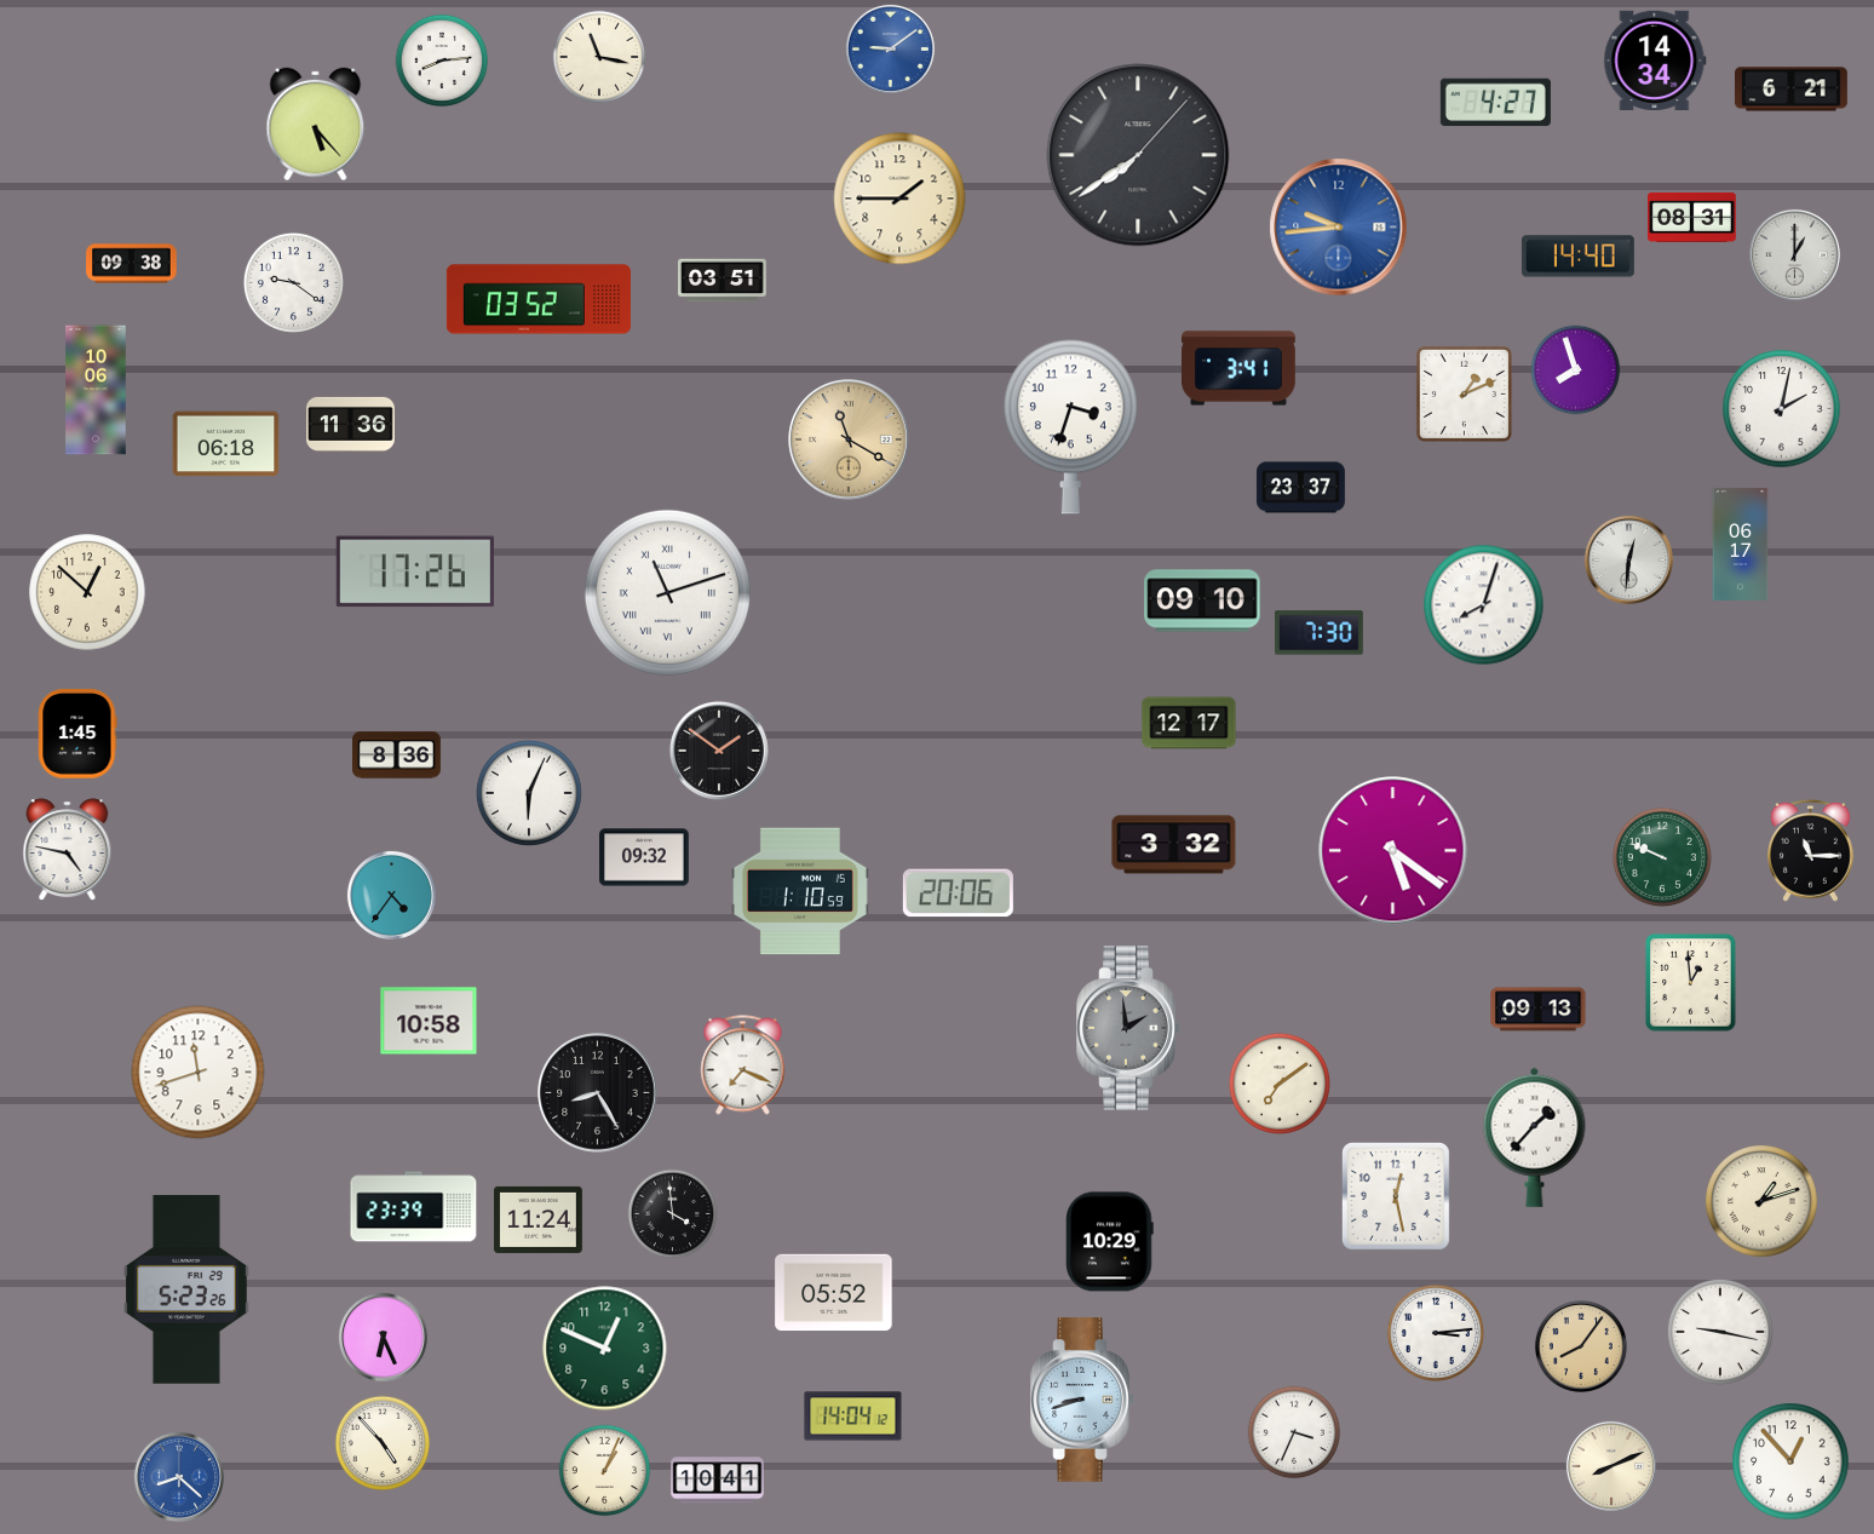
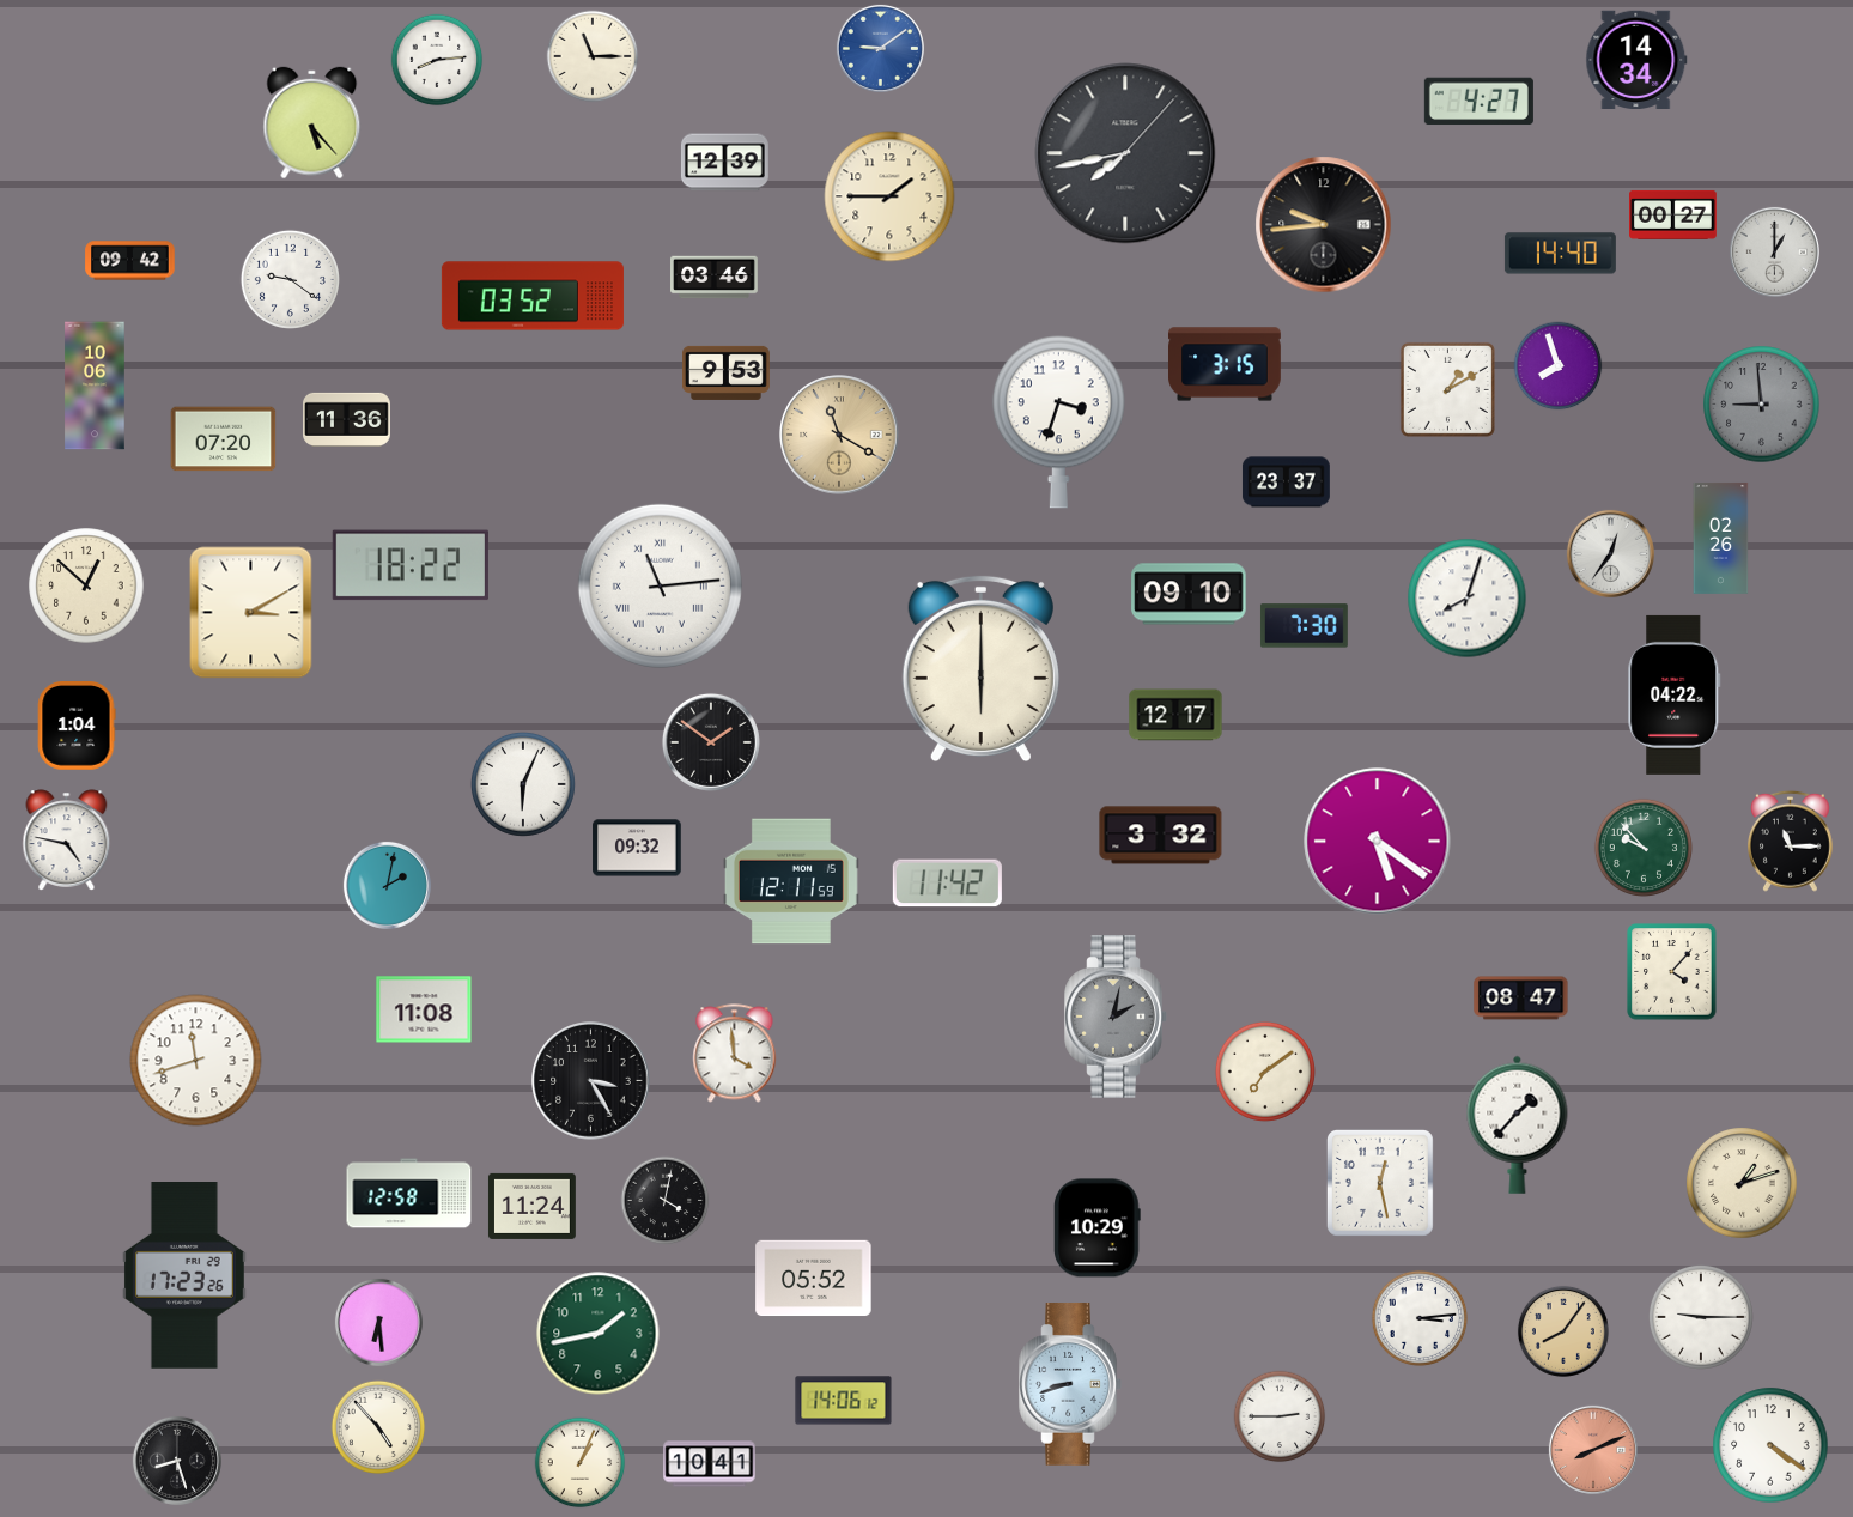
clock at (599, 57): 11:17 -> 11:15
clock at (1790, 90): 6:21 -> none
clock at (1138, 155): 7:39 -> 7:43
clock at (724, 163): none -> 12:39
clock at (1692, 217): 08:31 -> 00:27
clock at (1339, 228) dial: blue -> black
clock at (132, 264): 09:38 -> 09:42
clock at (723, 281): 03:51 -> 03:46
clock at (1238, 368): 3:41 -> 3:15
clock at (727, 372): none -> 9:53
clock at (1464, 393): 1:11 -> 1:10
clock at (1782, 409): 2:02 -> 8:59
clock at (1782, 409) dial: white -> grey
clock at (226, 444): 06:18 -> 07:20
clock at (1741, 544): 06:17 -> 02:26
clock at (1628, 559): 12:31 -> 12:36
clock at (415, 571): 17:26 -> 18:22
clock at (667, 592): 11:12 -> 11:14
clock at (251, 613): none -> 3:10
clock at (980, 669): none -> 6:00
clock at (1675, 694): none -> 04:22
clock at (77, 734): 1:45 -> 1:04
clock at (397, 755): 8:36 -> none
clock at (1662, 857): 9:49 -> 9:53
clock at (800, 891): 1:10 -> 12:11
clock at (958, 894): 20:06 -> 11:42
clock at (391, 895): 4:36 -> 2:02
clock at (1691, 983): 12:59 -> 4:07
clock at (1539, 1010): 09:13 -> 08:47
clock at (429, 1021): 10:58 -> 11:08
clock at (1128, 1028): 1:59 -> 2:02
clock at (743, 1065): 7:19 -> 3:59
clock at (598, 1093): 8:25 -> 3:25
clock at (1761, 1201) position: (1761, 1201) -> (1742, 1183)
clock at (414, 1207): 23:39 -> 12:58
clock at (673, 1214): 3:59 -> 4:02
clock at (186, 1291): 5:23 -> 17:23
clock at (834, 1293) position: (834, 1293) -> (814, 1279)
clock at (1720, 1332): 9:17 -> 9:15
clock at (383, 1337): 6:26 -> 6:29
clock at (605, 1349): 12:49 -> 1:43
clock at (853, 1417): 14:04 -> 14:06
clock at (1294, 1432): 3:34 -> 2:45
clock at (1790, 1461): 12:53 -> 4:21
clock at (1611, 1466) dial: cream -> salmon
clock at (605, 1471) position: (605, 1471) -> (581, 1463)
clock at (179, 1477): 8:22 -> 8:27
clock at (179, 1477) dial: blue -> black
